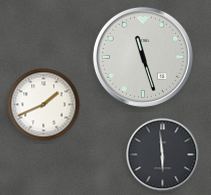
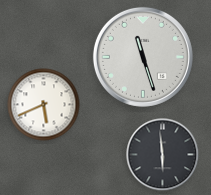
clock at (44, 105): 1:41 -> 5:41
